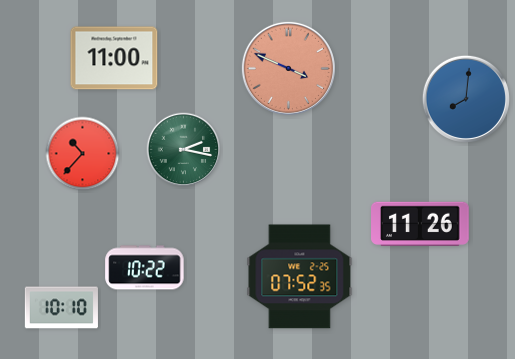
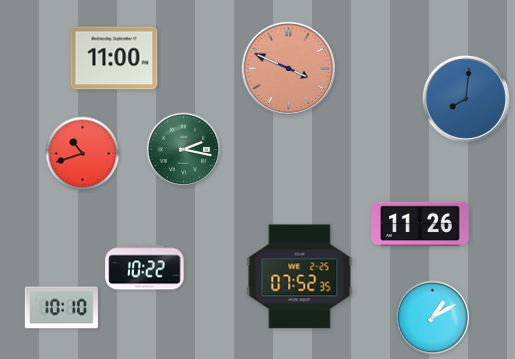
clock at (83, 154): 10:37 -> 10:42
clock at (433, 318): none -> 1:10
